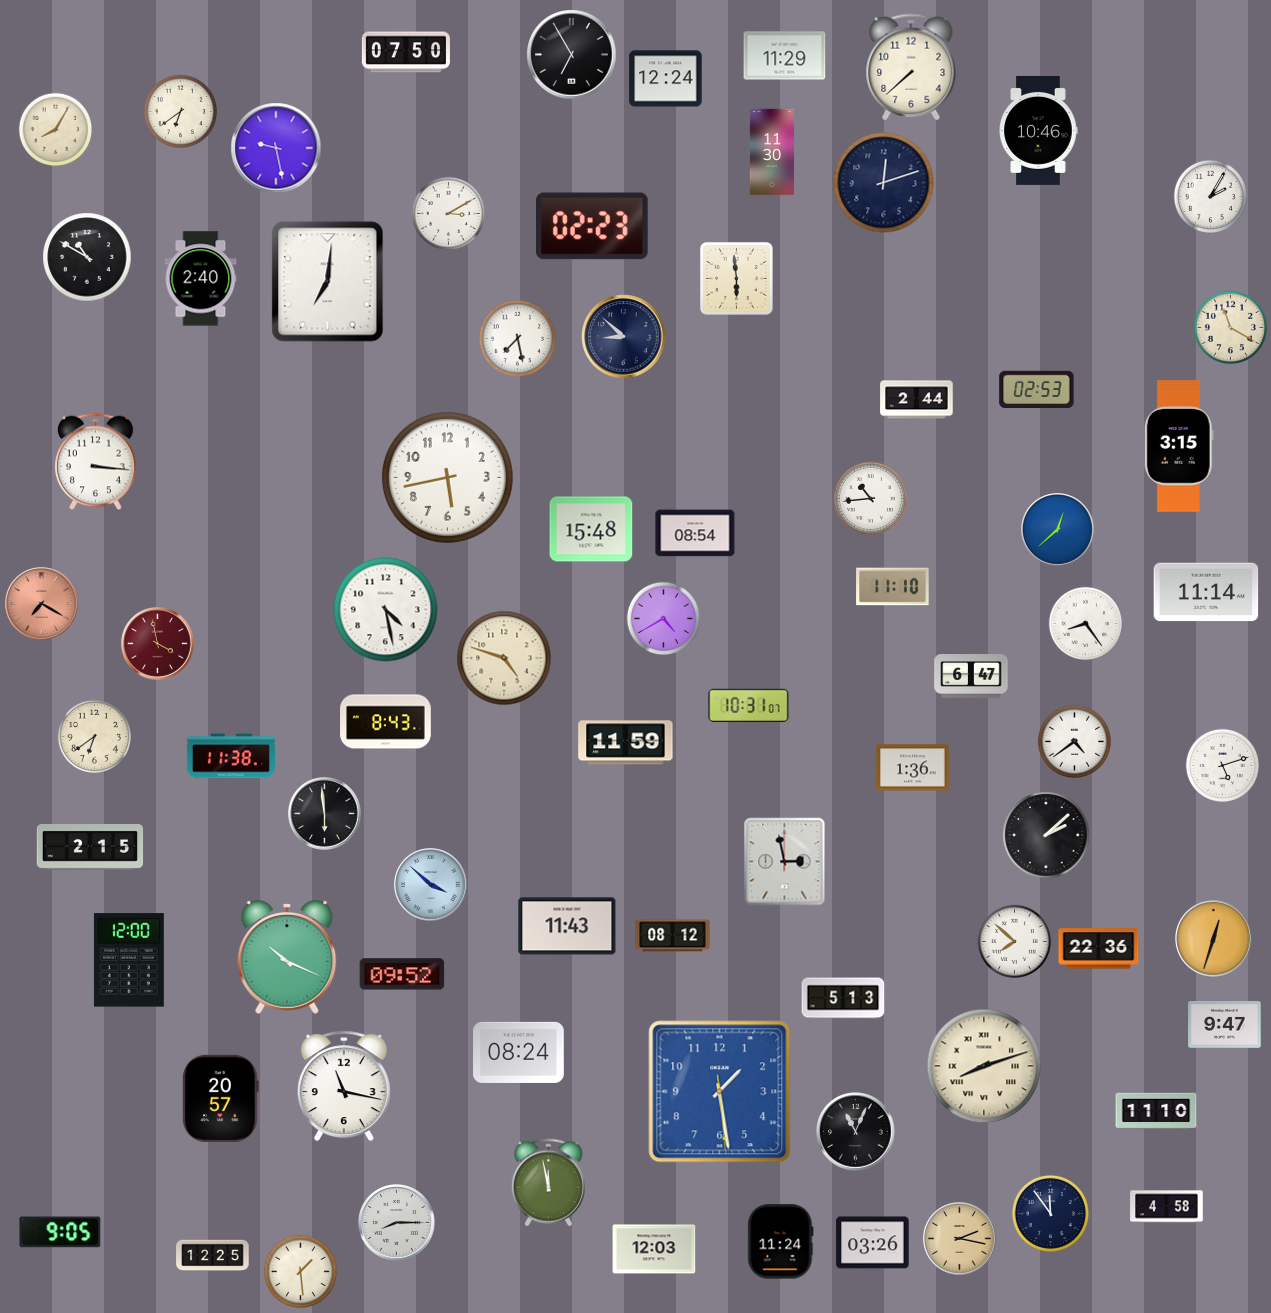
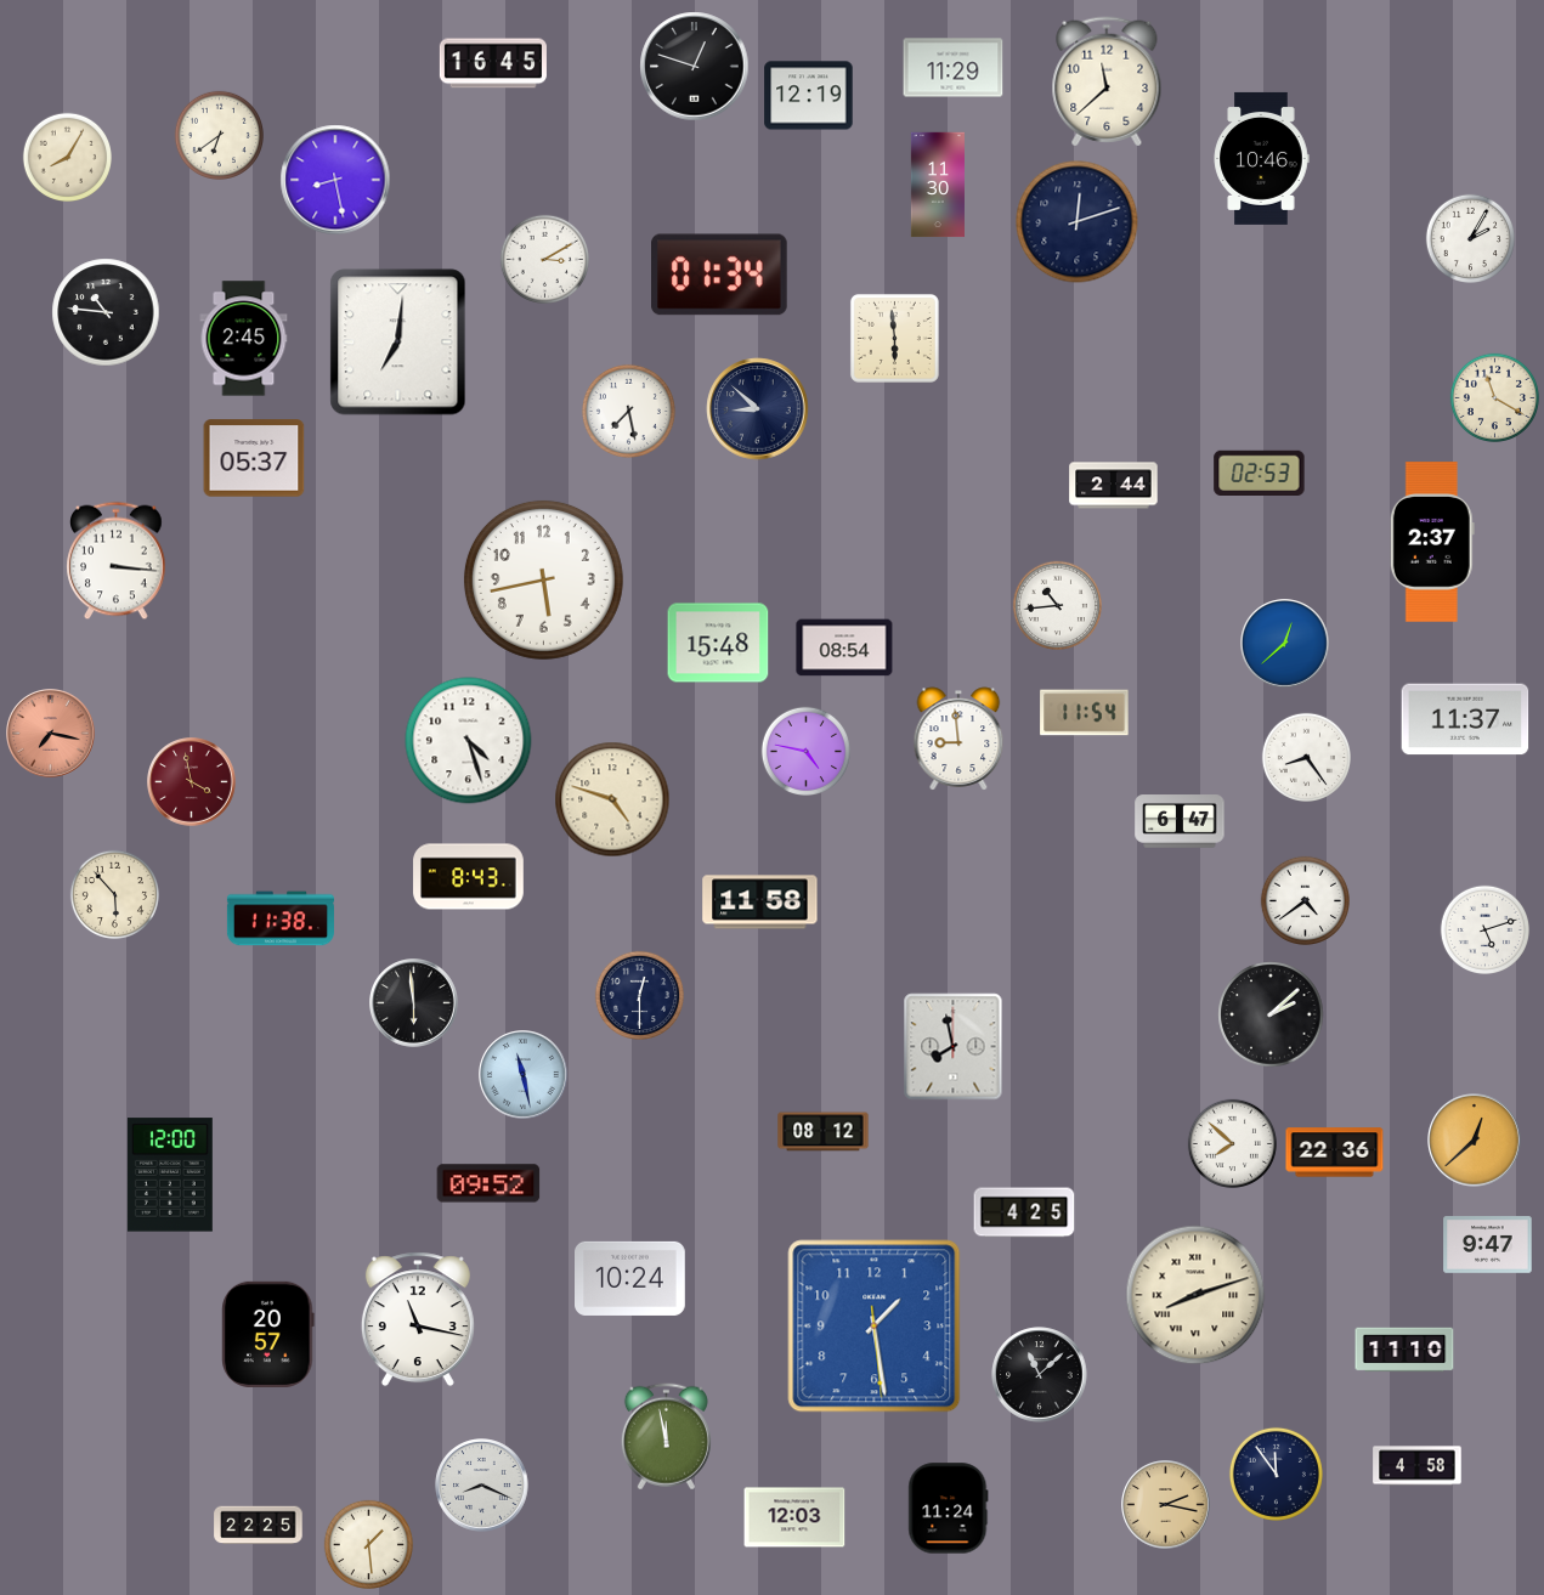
clock at (406, 52): 07:50 -> 16:45
clock at (572, 55): 6:55 -> 12:48
clock at (911, 67): 7:38 -> 11:38
clock at (666, 79): 12:24 -> 12:19
clock at (276, 148): 9:28 -> 8:28
clock at (884, 183) position: (884, 183) -> (1078, 222)
clock at (593, 226): 02:23 -> 01:34
clock at (87, 257): 10:50 -> 10:46
clock at (201, 279): 2:40 -> 2:45
clock at (254, 458): none -> 05:37
clock at (1179, 446): 3:15 -> 2:37
clock at (893, 587): 11:10 -> 11:54
clock at (1206, 592): 11:14 -> 11:37
clock at (42, 604): 7:20 -> 7:17
clock at (958, 739): none -> 8:59
clock at (386, 610): 4:28 -> 4:27
clock at (663, 618): 4:40 -> 4:47
clock at (1085, 623) position: (1085, 623) -> (1306, 757)
clock at (749, 706): 10:31 -> none
clock at (94, 736): 6:39 -> 5:53
clock at (626, 743): 11:59 -> 11:58
clock at (913, 768): 1:36 -> none
clock at (325, 814) position: (325, 814) -> (414, 1003)
clock at (639, 995): none -> 12:30
clock at (90, 848): 2:15 -> none
clock at (785, 862): 2:58 -> 7:58
clock at (431, 885): 3:52 -> 11:28
clock at (567, 926): 11:43 -> none
clock at (673, 936) position: (673, 936) -> (824, 1132)
clock at (1214, 939): 12:33 -> 12:38
clock at (287, 958): 10:19 -> none
clock at (129, 960) position: (129, 960) -> (170, 1175)
clock at (843, 998): 5:13 -> 4:25
clock at (519, 1052): 08:24 -> 10:24
clock at (856, 1132): 11:04 -> 11:08
clock at (397, 1223): 8:15 -> 8:19
clock at (60, 1232): 9:05 -> none
clock at (873, 1243): 03:26 -> none
clock at (213, 1256): 12:25 -> 22:25
clock at (300, 1271) position: (300, 1271) -> (368, 1544)
